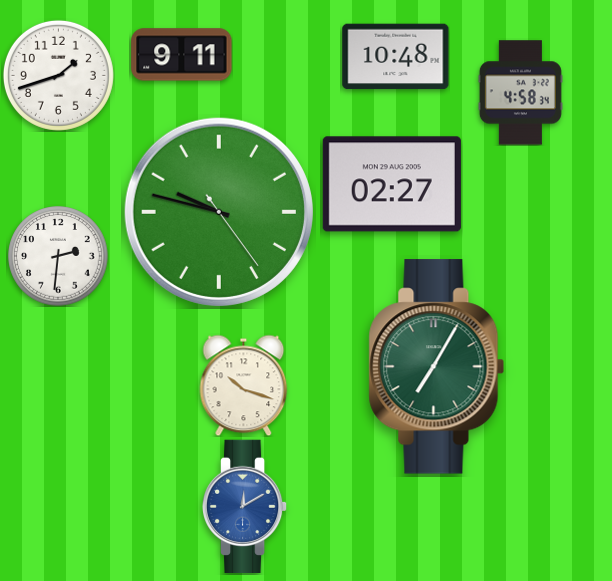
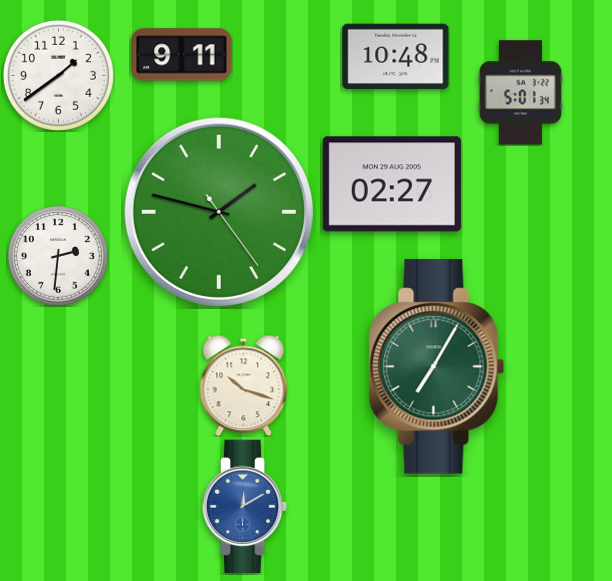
clock at (58, 75): 1:42 -> 1:39
clock at (520, 93): 4:58 -> 5:01
clock at (219, 212): 9:47 -> 1:47
